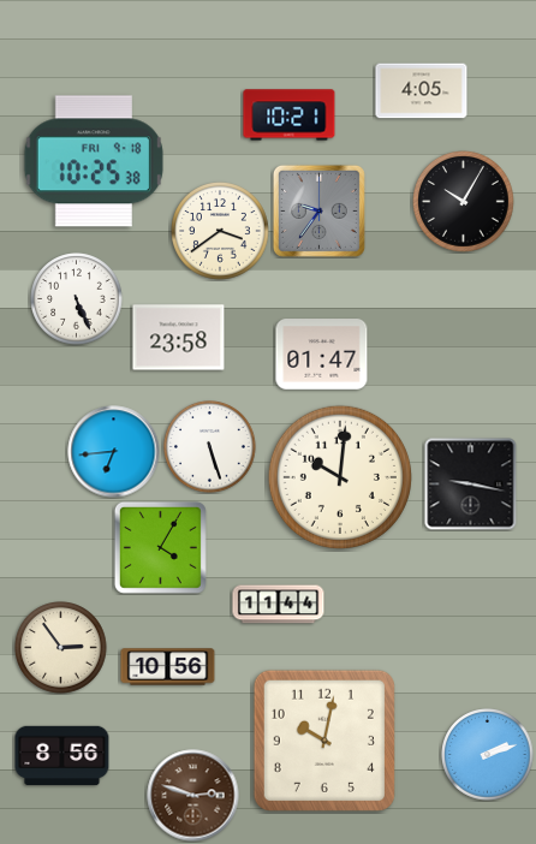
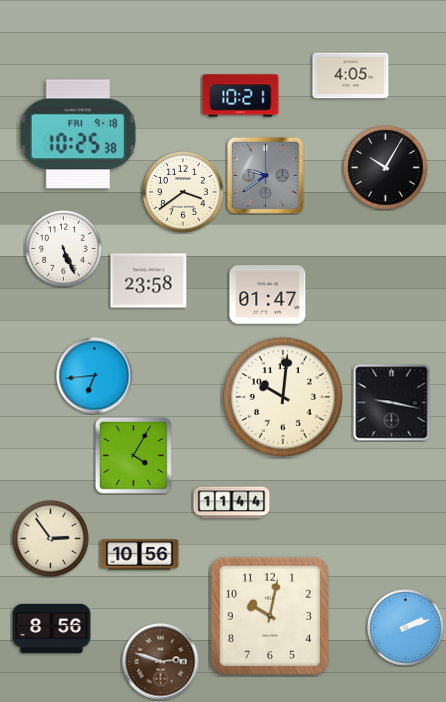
clock at (318, 210): 9:36 -> 9:39
clock at (210, 447): 5:27 -> none
